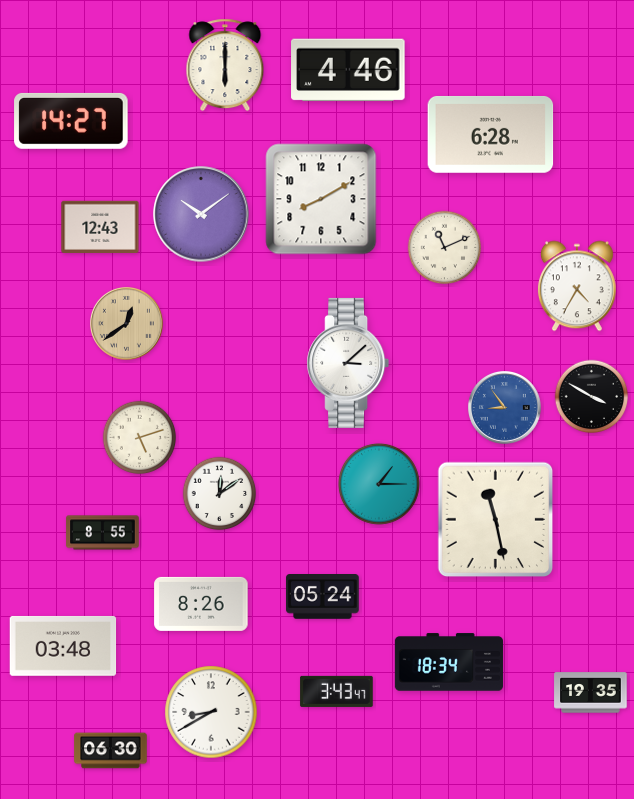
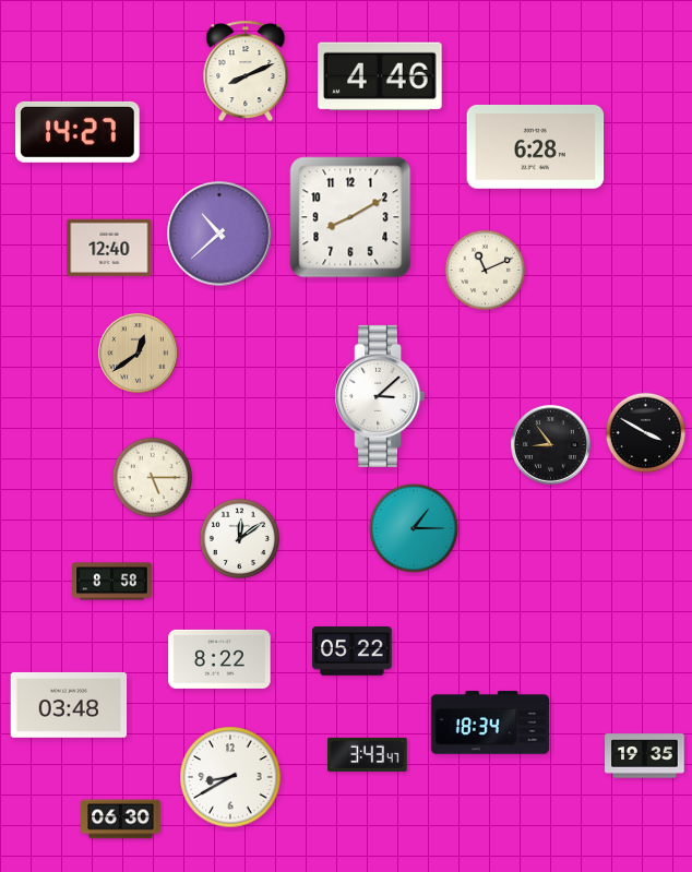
clock at (225, 65): 6:00 -> 8:11
clock at (201, 214): 10:09 -> 10:38
clock at (100, 226): 12:43 -> 12:40
clock at (577, 286): 4:35 -> none
clock at (505, 408) dial: blue -> black
clock at (140, 438): 5:12 -> 5:15
clock at (496, 520): 11:28 -> none
clock at (103, 533): 8:55 -> 8:58
clock at (323, 597): 05:24 -> 05:22
clock at (201, 604): 8:26 -> 8:22
